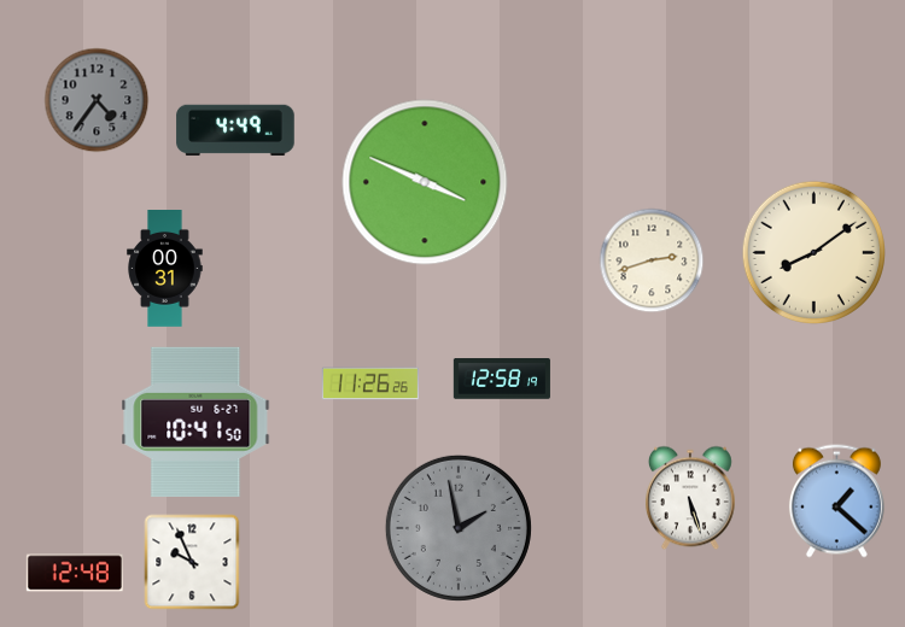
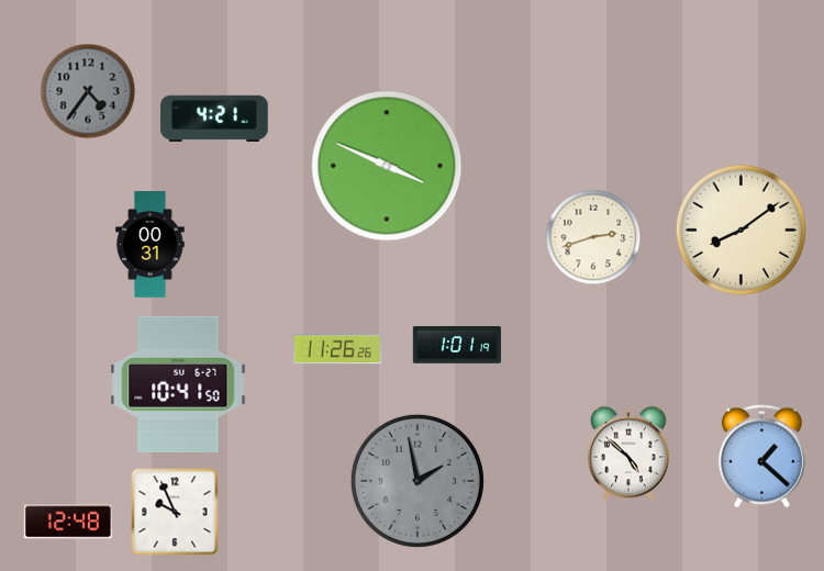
clock at (235, 130): 4:49 -> 4:21
clock at (502, 379): 12:58 -> 1:01
clock at (690, 498): 5:27 -> 4:52
